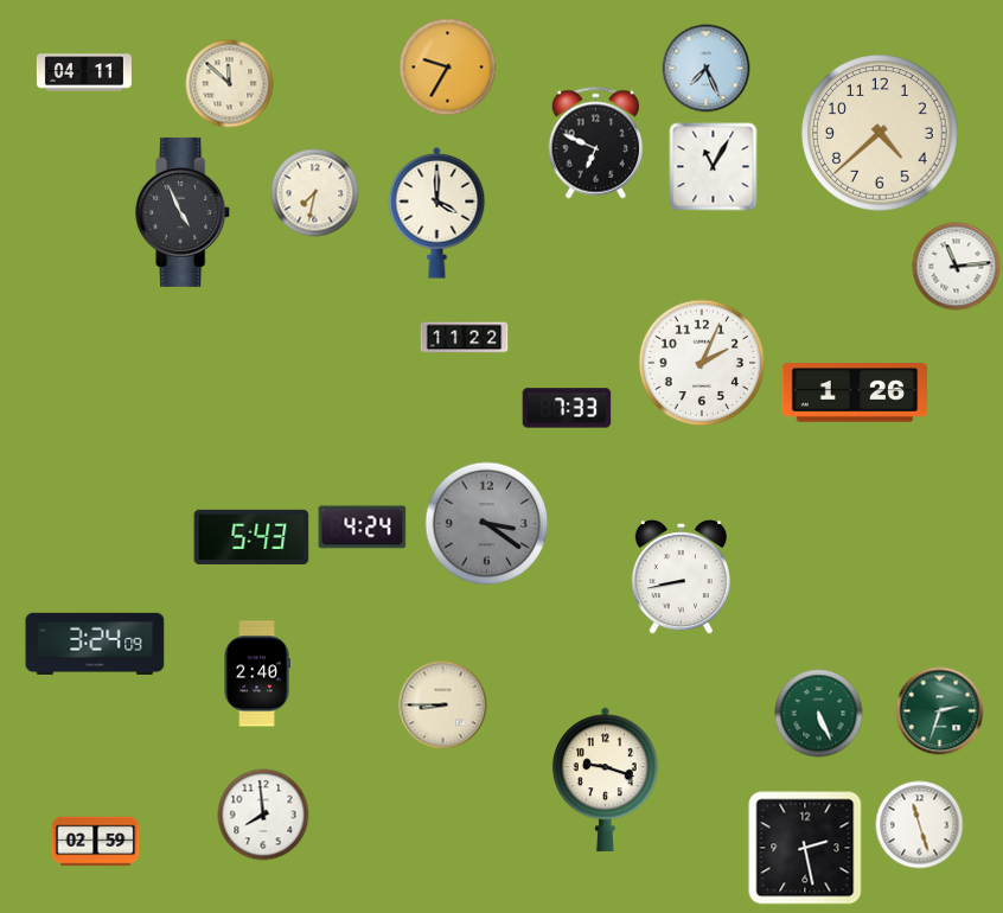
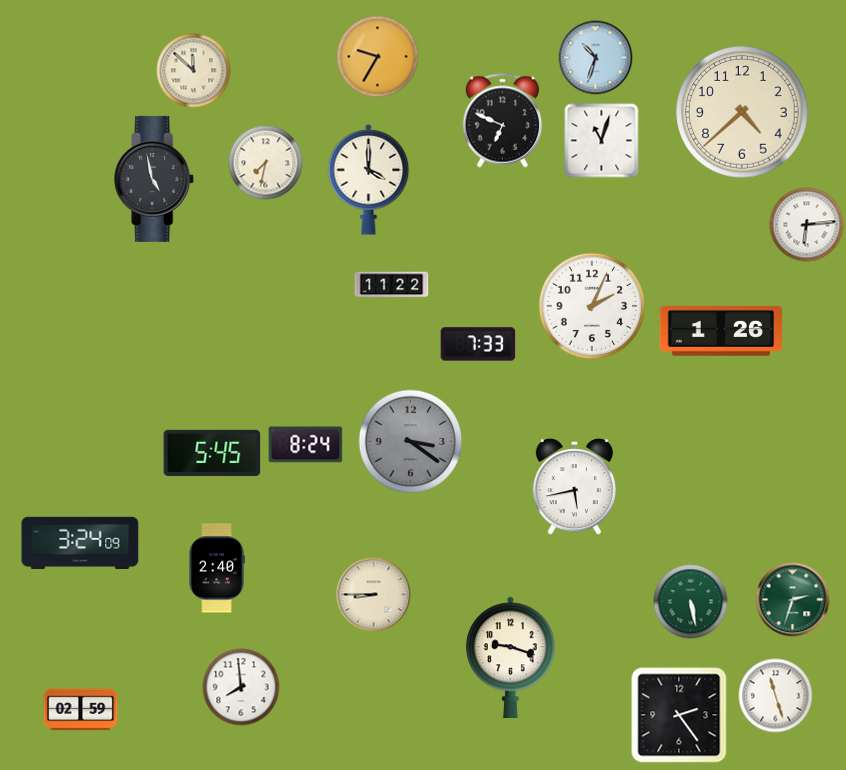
clock at (707, 69): 7:26 -> 10:33
clock at (84, 72): 04:11 -> none
clock at (714, 167): 11:05 -> 11:03
clock at (184, 212): 4:56 -> 4:58
clock at (957, 267): 11:14 -> 6:14
clock at (363, 528): 4:24 -> 8:24
clock at (251, 537): 5:43 -> 5:45
clock at (681, 577): 8:43 -> 5:43
clock at (819, 714): 5:26 -> 5:28
clock at (263, 815) position: (263, 815) -> (241, 687)
clock at (805, 848): 2:28 -> 2:24
